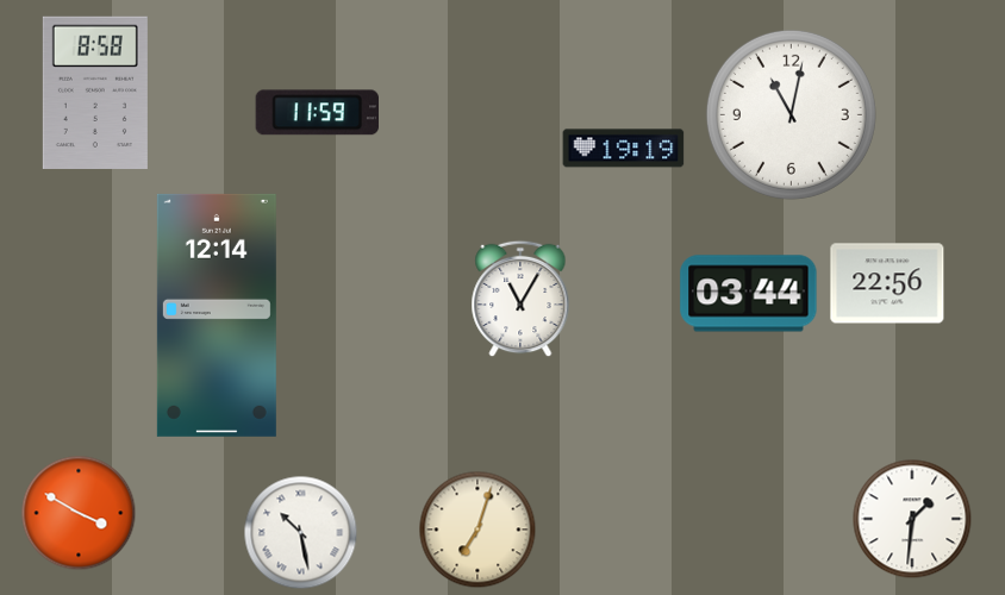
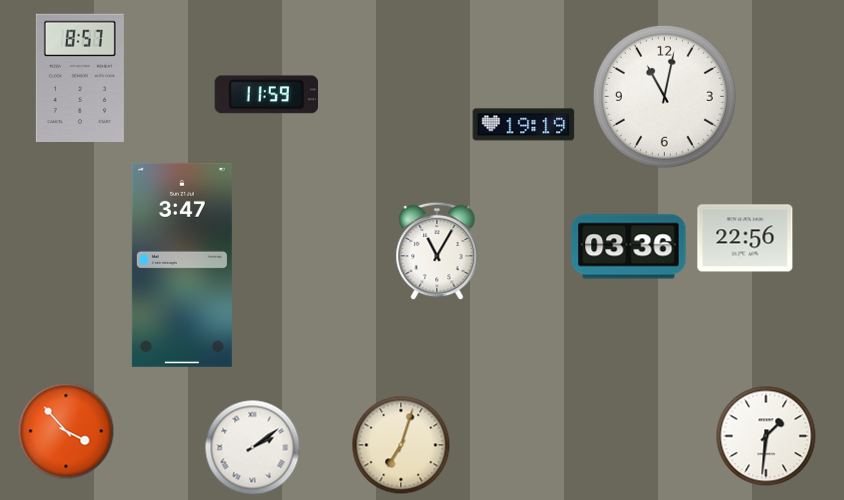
clock at (95, 92): 8:58 -> 8:57
clock at (749, 294): 03:44 -> 03:36
clock at (217, 315): 12:14 -> 3:47
clock at (79, 513): 3:50 -> 3:53
clock at (301, 533): 10:28 -> 2:09
